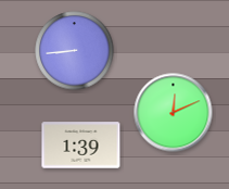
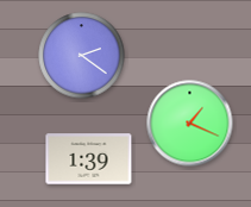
clock at (75, 51): 8:44 -> 2:21
clock at (174, 113): 12:11 -> 1:19
